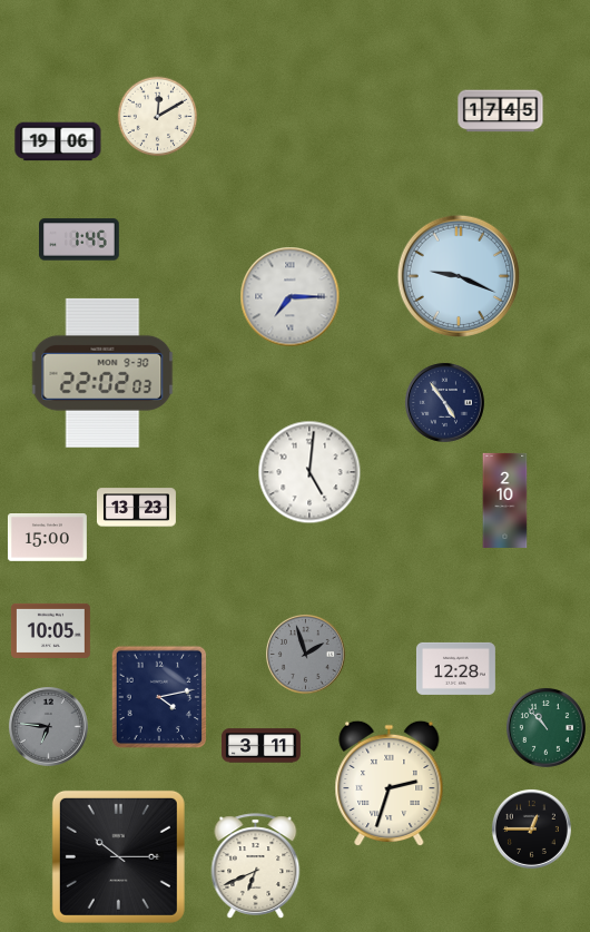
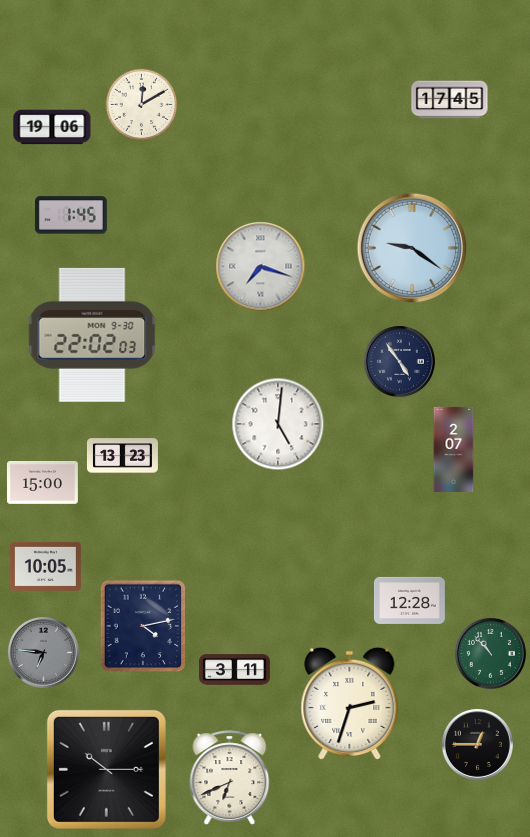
clock at (459, 276): 9:19 -> 9:21
clock at (291, 297): 7:15 -> 7:18
clock at (505, 500): 2:10 -> 2:07
clock at (305, 654): 1:57 -> none
